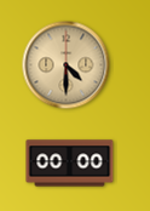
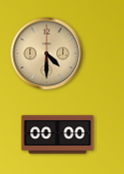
clock at (67, 65) position: (67, 65) -> (47, 54)
